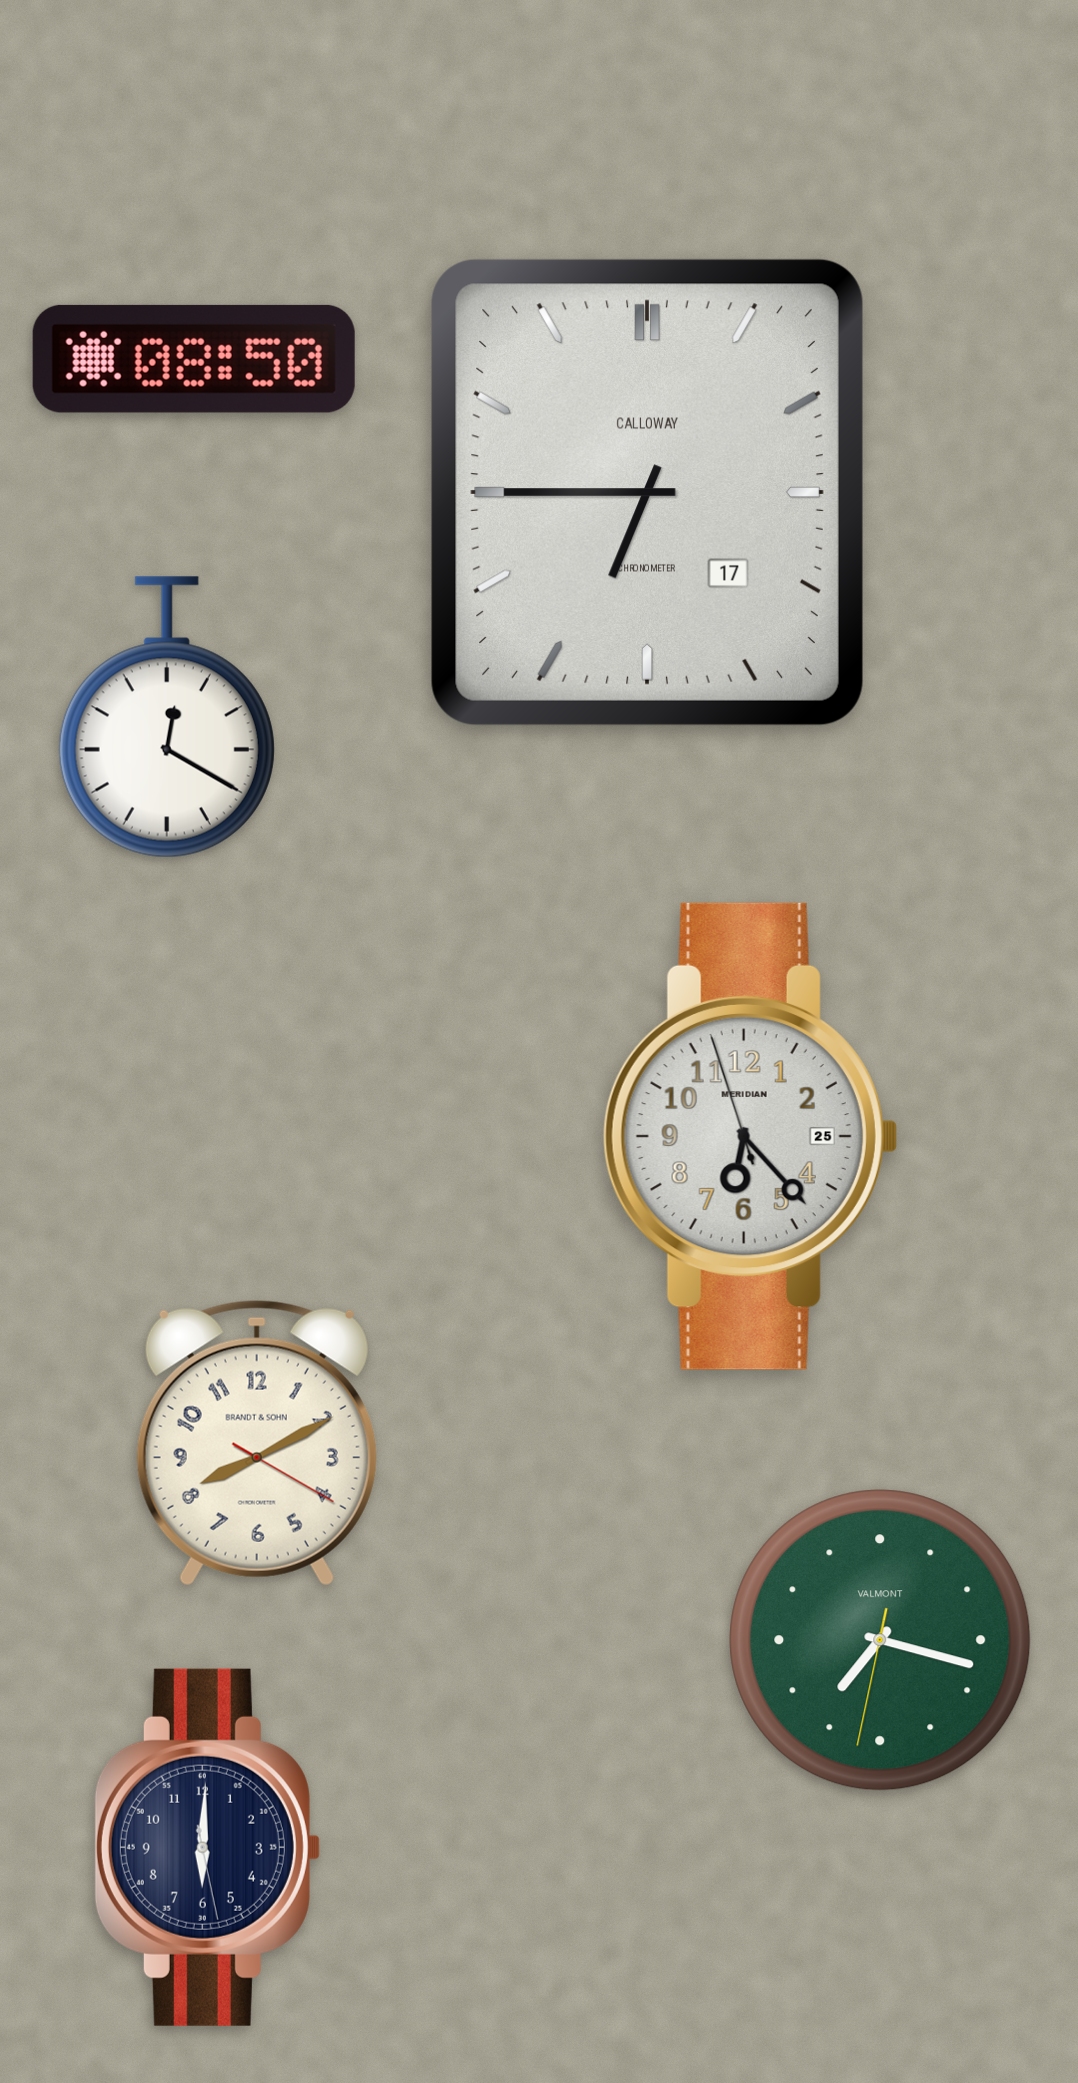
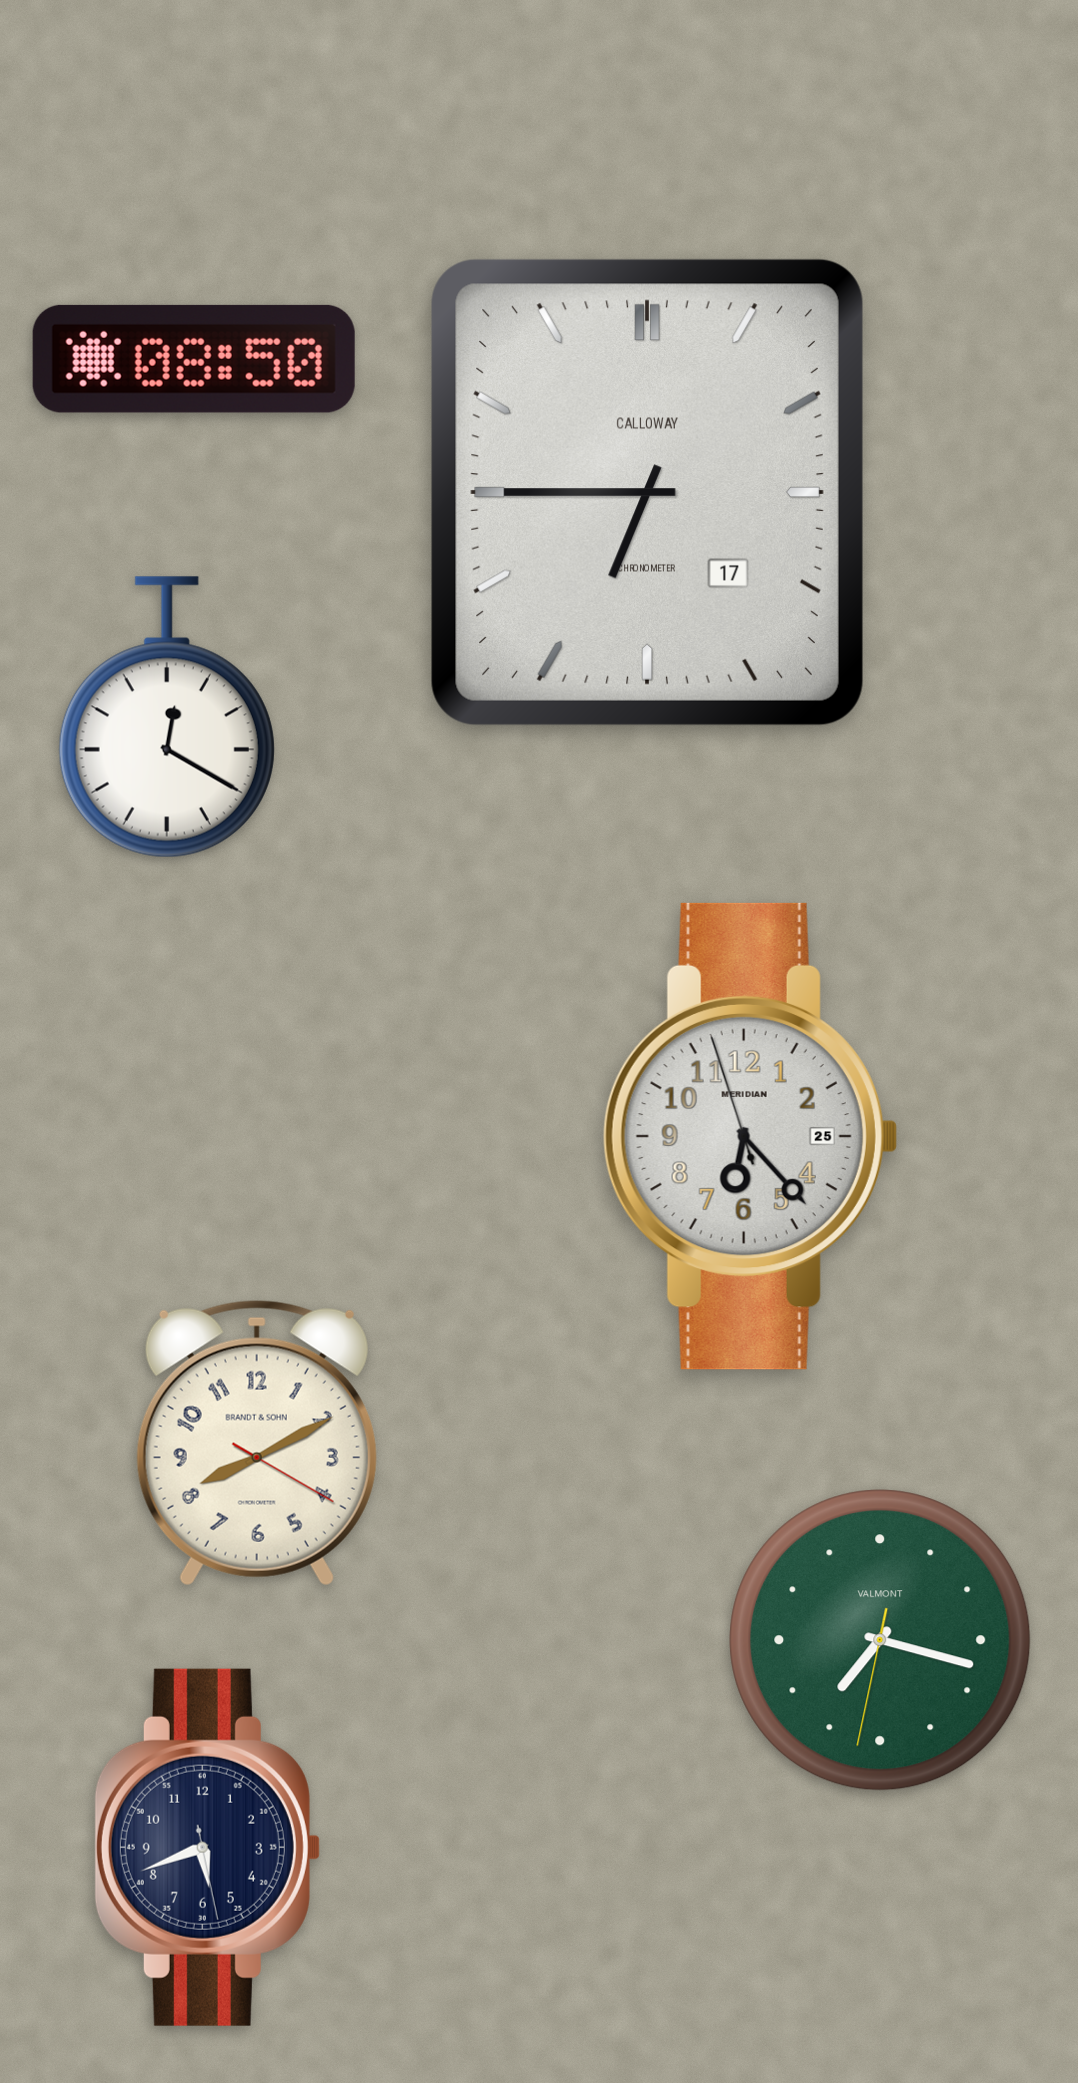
clock at (207, 1847): 6:00 -> 5:41
